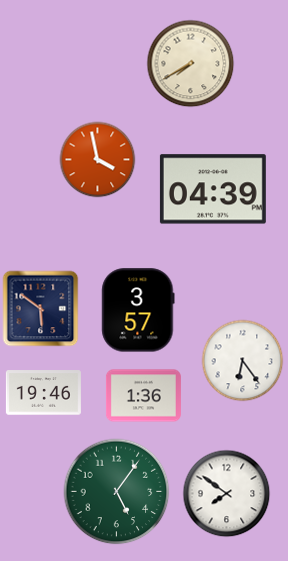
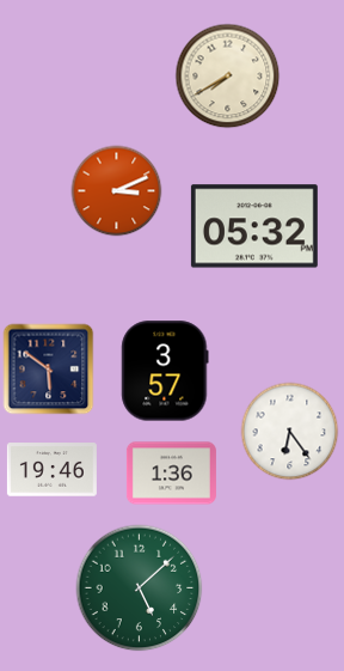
clock at (98, 160): 3:58 -> 3:11
clock at (213, 189): 04:39 -> 05:32
clock at (117, 492): 5:06 -> 5:08
clock at (227, 494): 7:51 -> none
